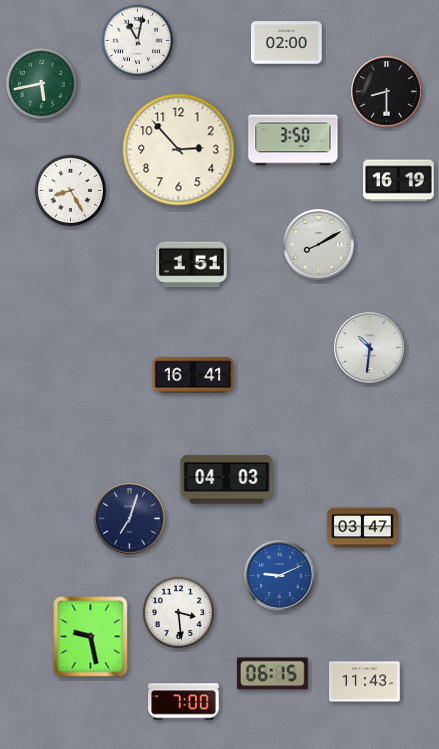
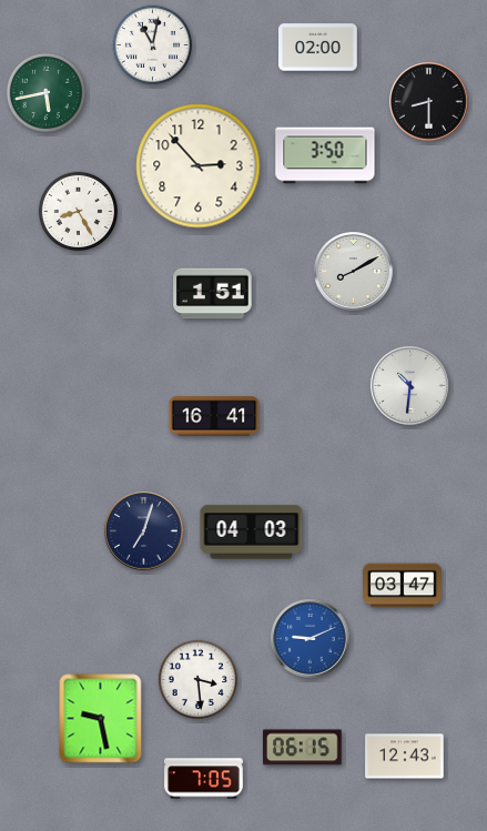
clock at (399, 181): 16:19 -> none
clock at (130, 519) position: (130, 519) -> (144, 531)
clock at (91, 637) position: (91, 637) -> (101, 719)
clock at (365, 682): 11:43 -> 12:43
clock at (184, 702): 7:00 -> 7:05
